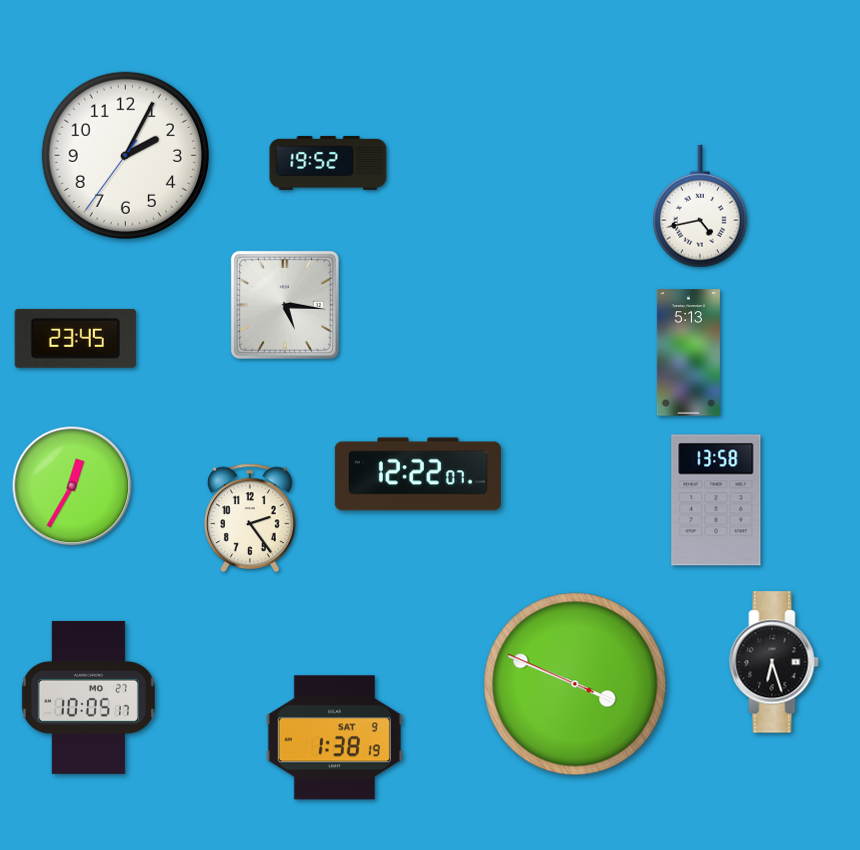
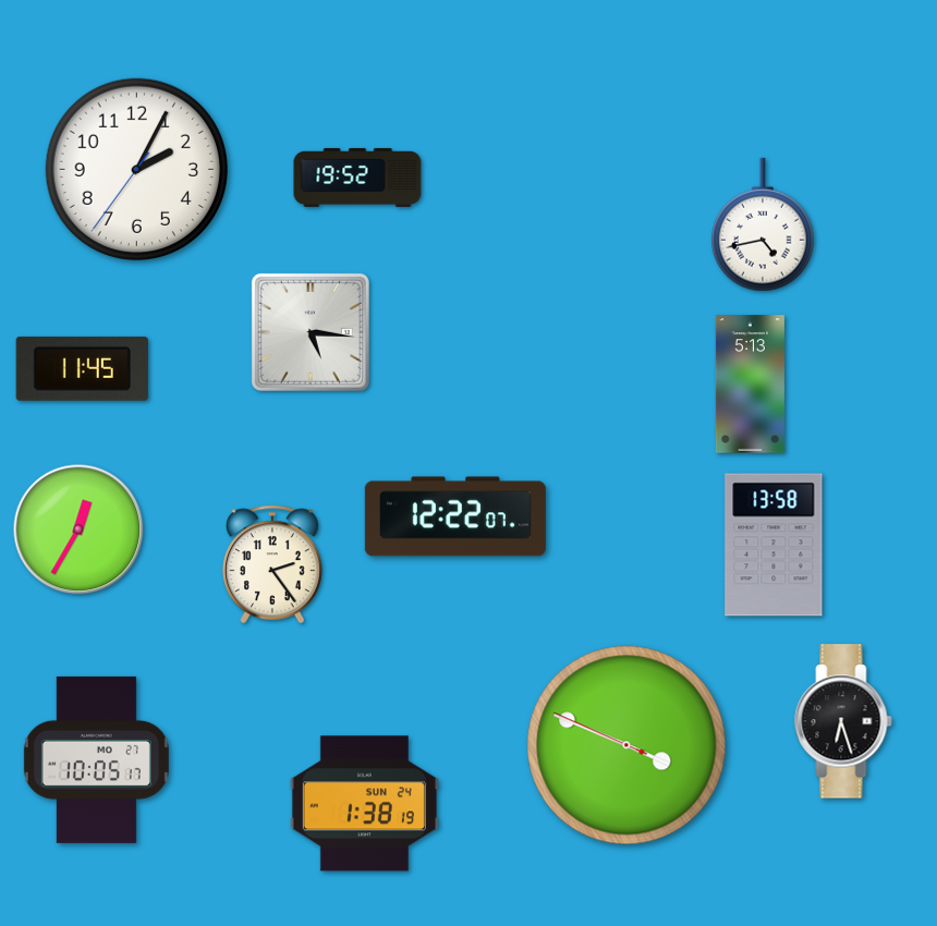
clock at (75, 338): 23:45 -> 11:45
clock at (716, 500) position: (716, 500) -> (774, 545)
clock at (334, 738) date: SAT 9 -> SUN 24
